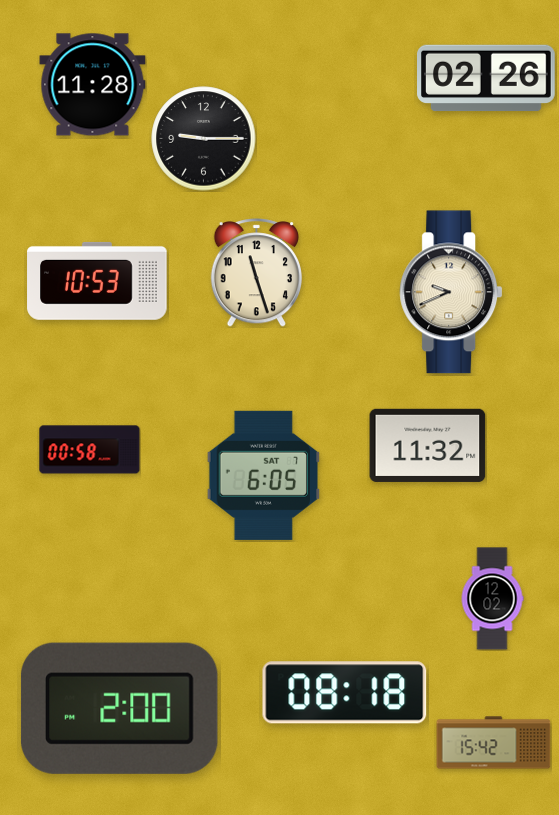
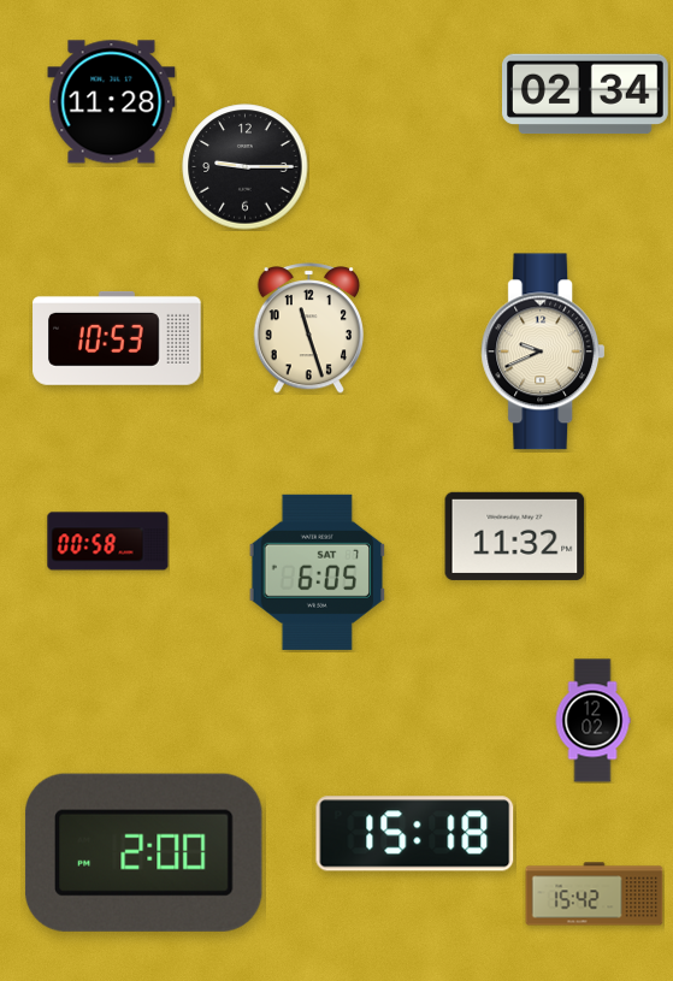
clock at (487, 78): 02:26 -> 02:34
clock at (345, 693): 08:18 -> 15:18
